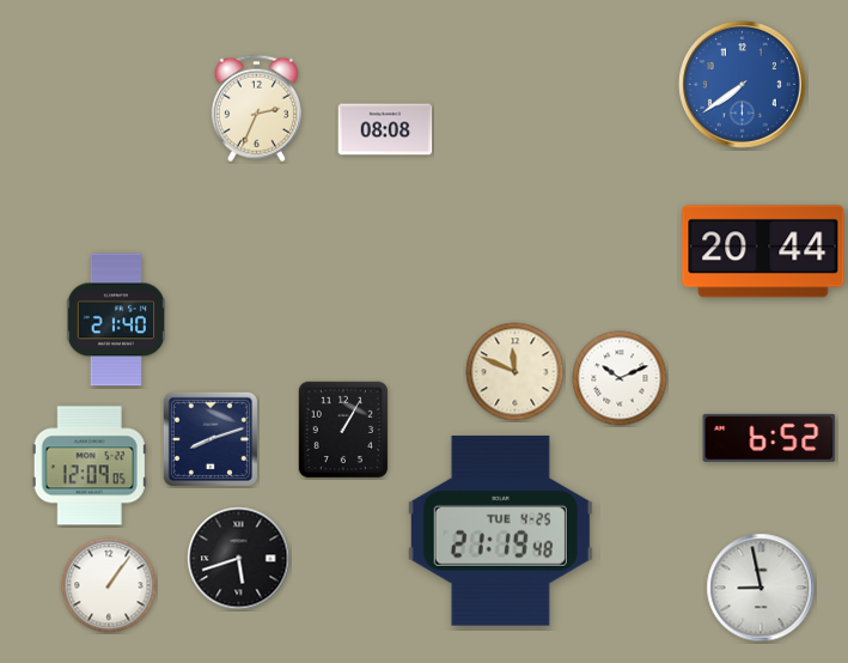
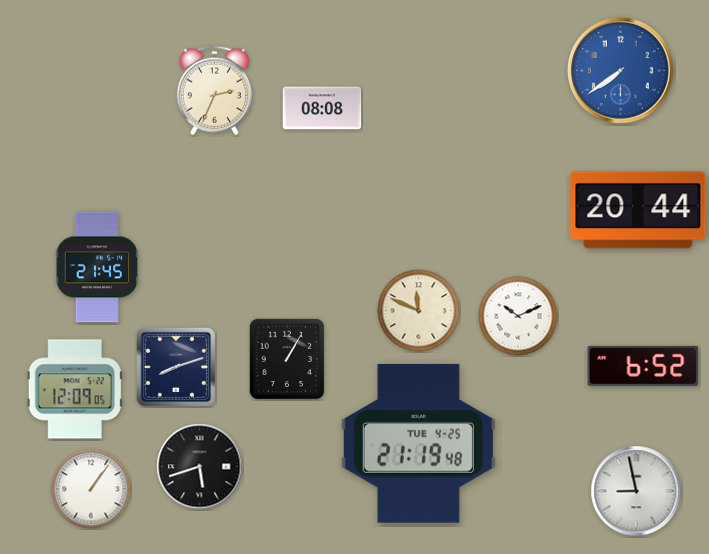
clock at (115, 320): 21:40 -> 21:45
clock at (515, 372) position: (515, 372) -> (419, 311)
